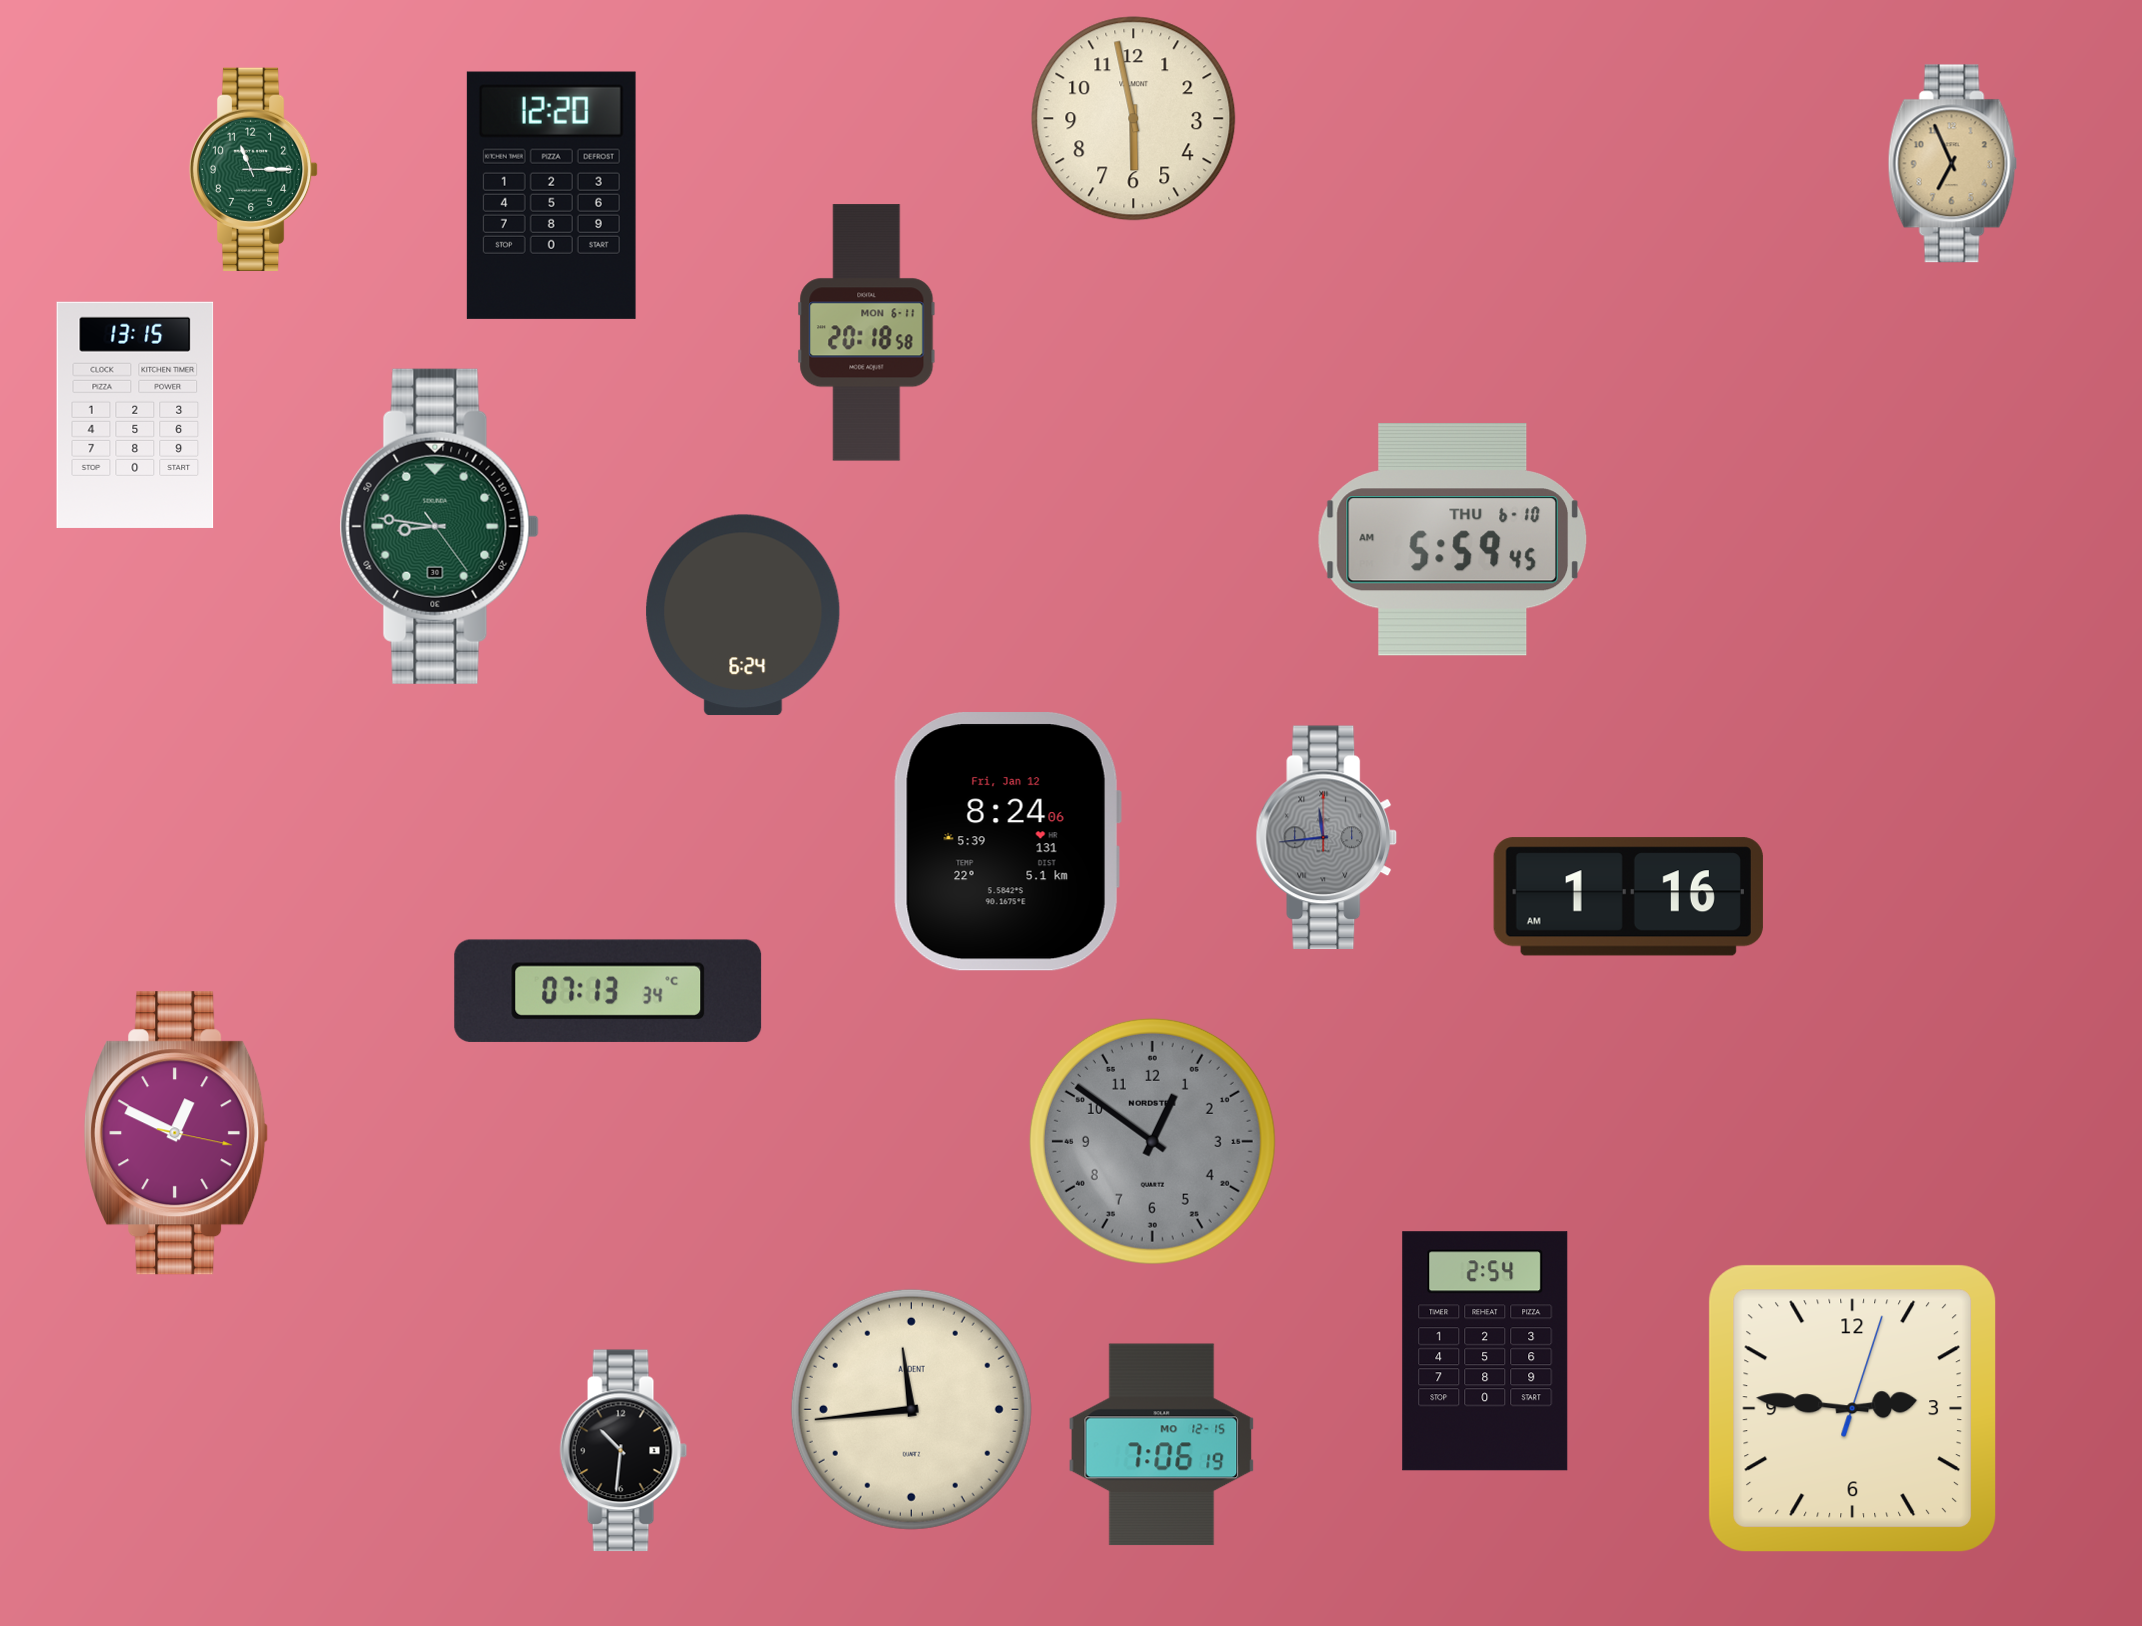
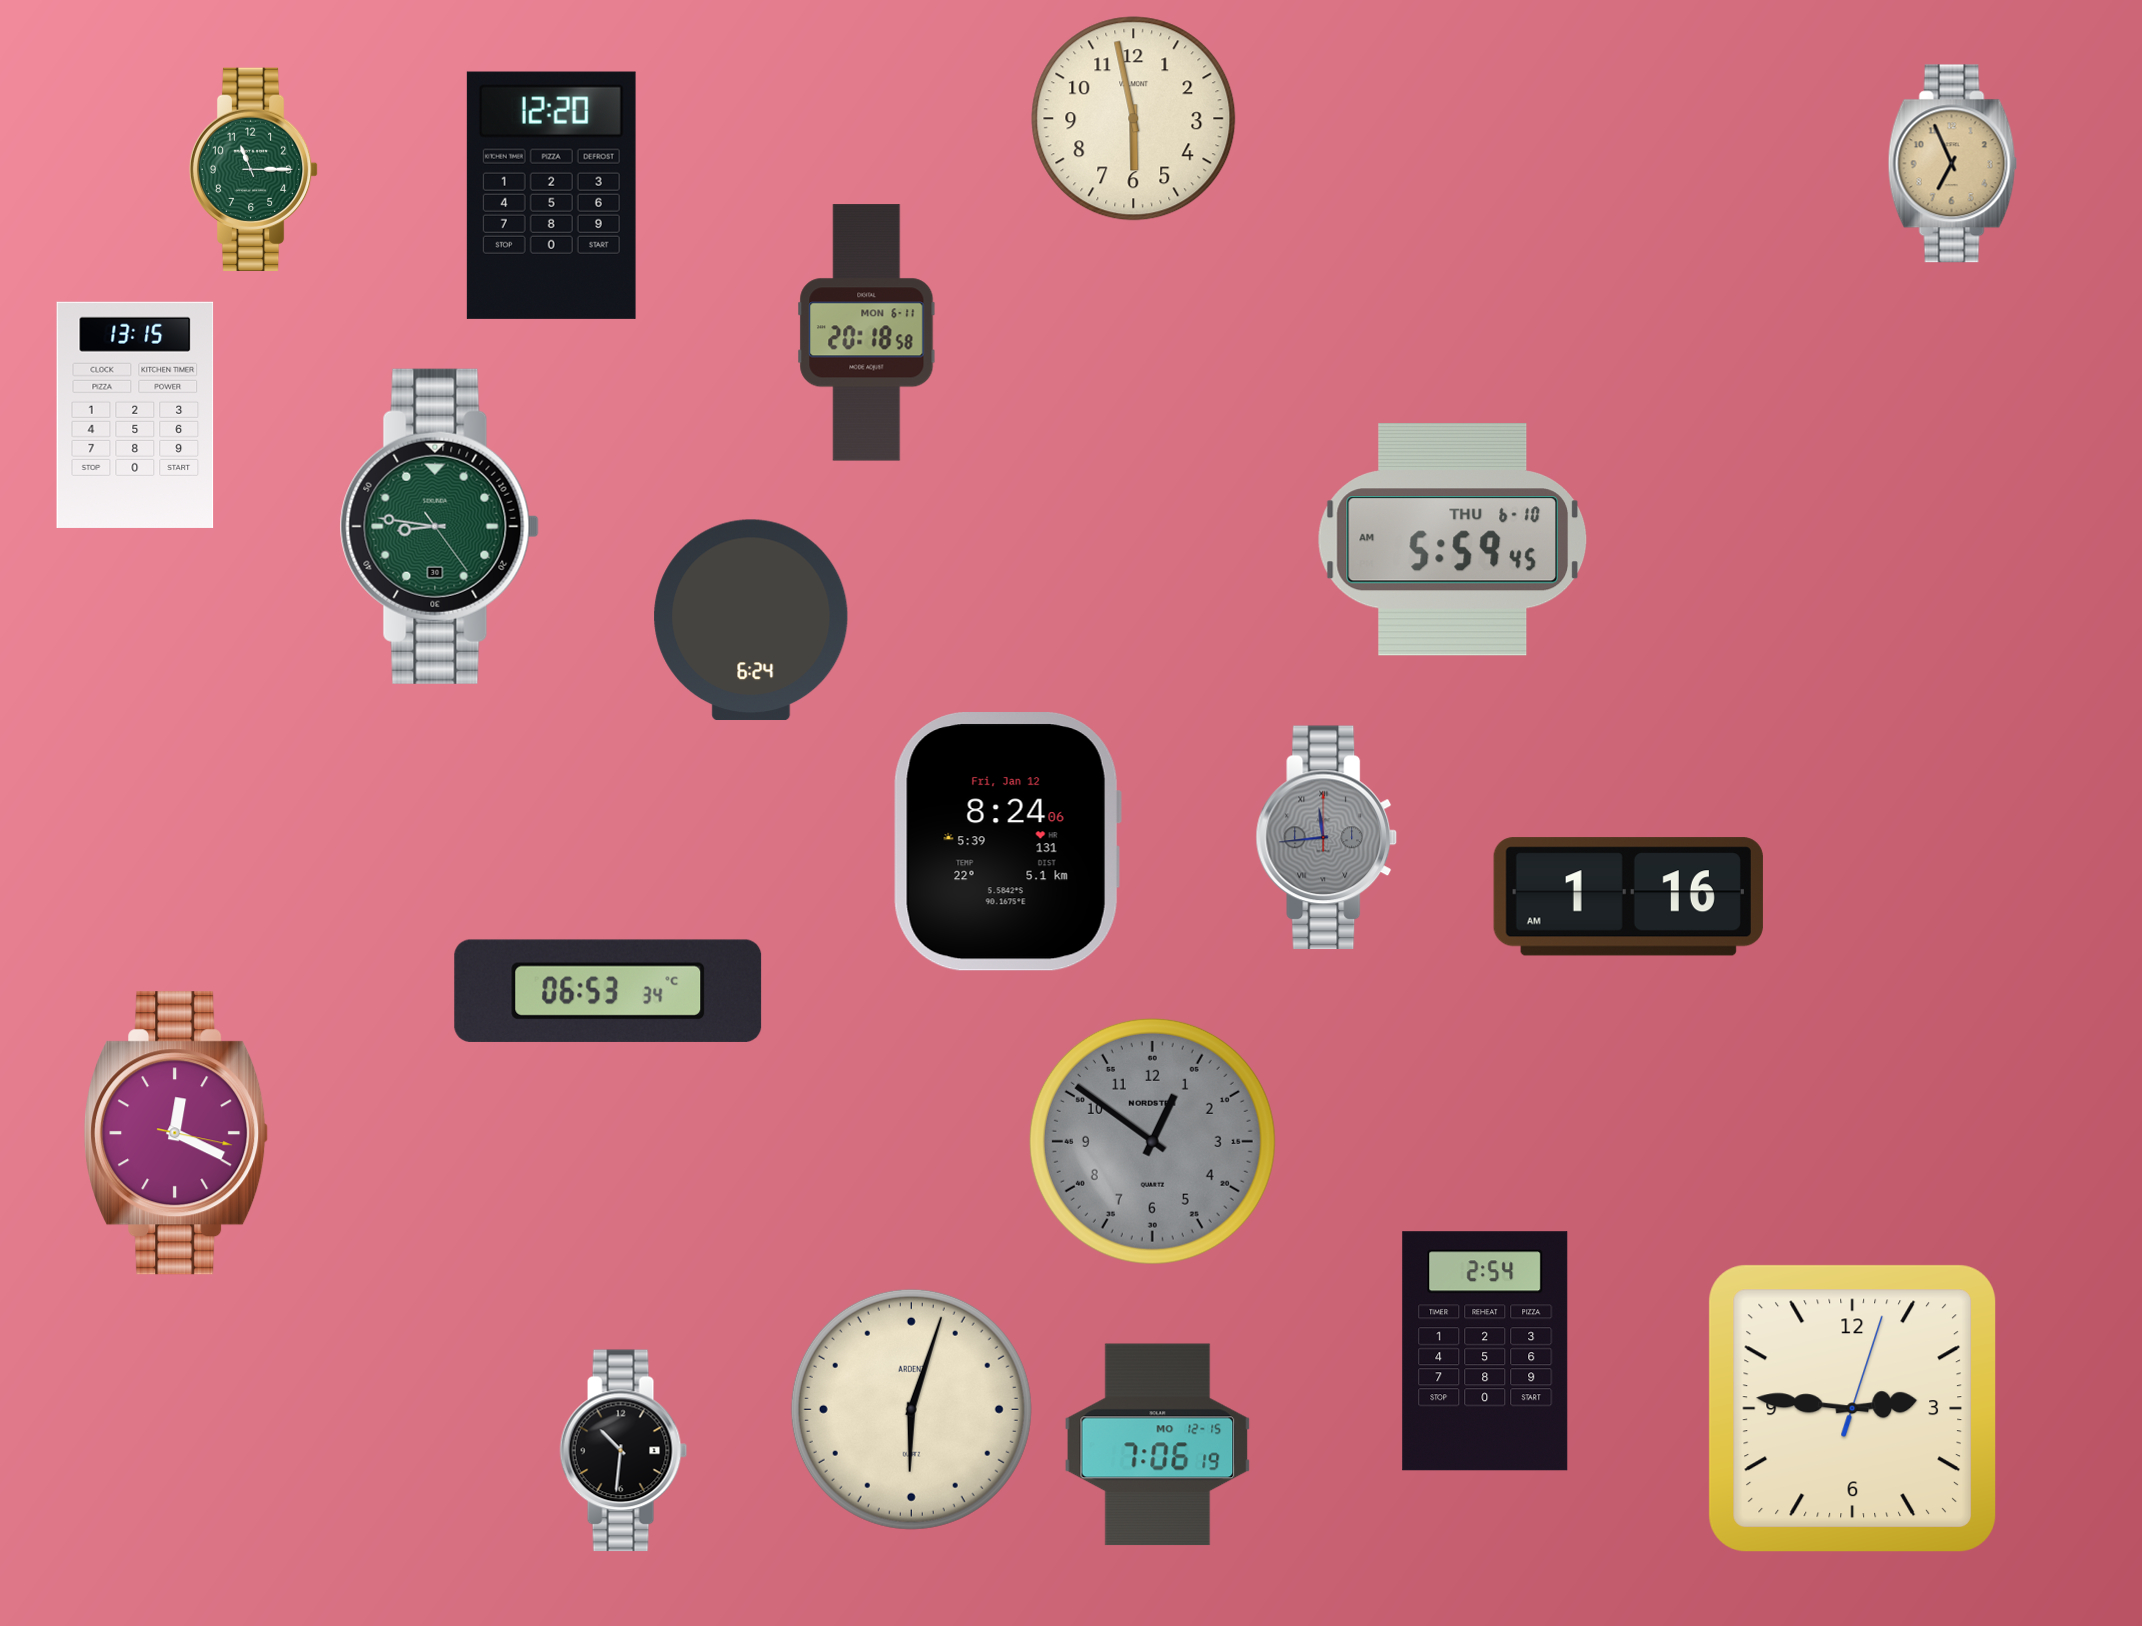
clock at (743, 615) position: (743, 615) -> (751, 620)
clock at (608, 991): 07:13 -> 06:53
clock at (176, 1133): 12:49 -> 12:19
clock at (911, 1409): 11:44 -> 6:03
clock at (1162, 1445) position: (1162, 1445) -> (1158, 1445)
